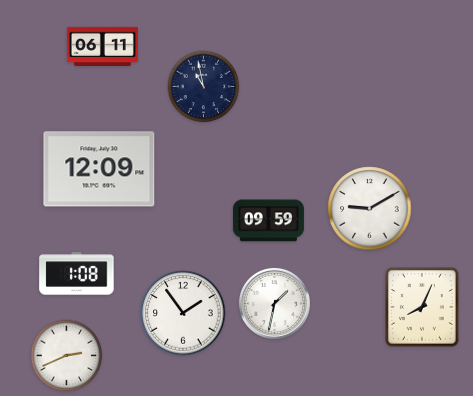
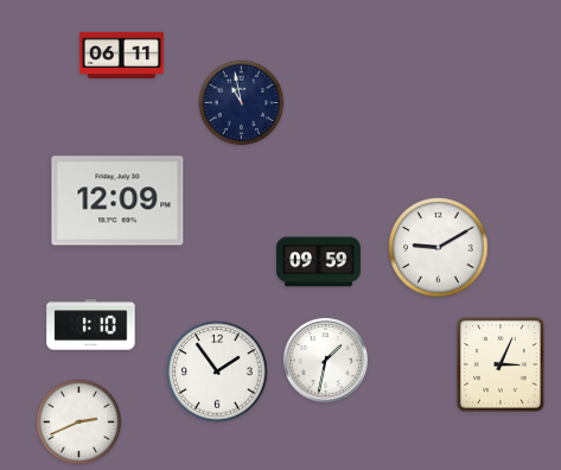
clock at (77, 274): 1:08 -> 1:10
clock at (422, 307): 8:04 -> 3:04
